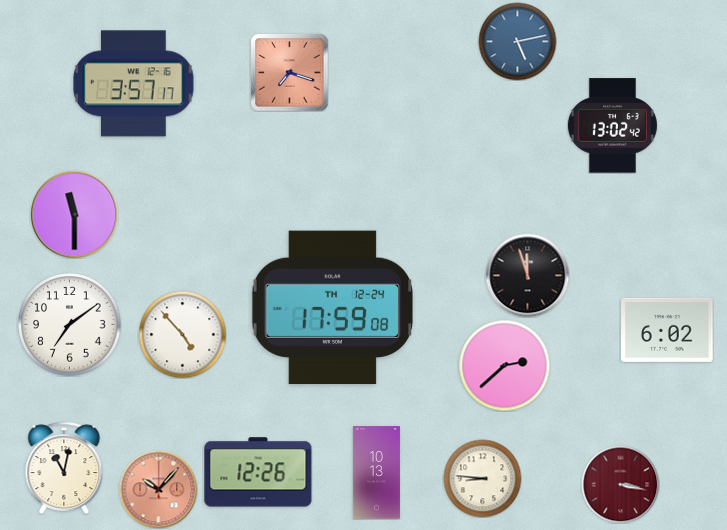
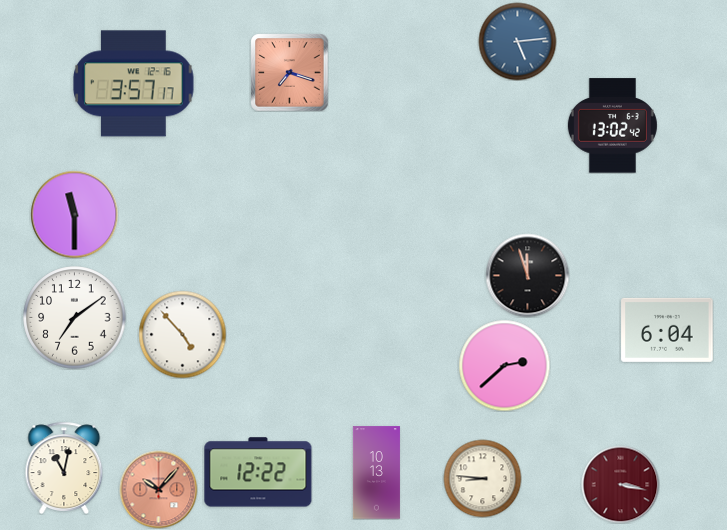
clock at (517, 41): 5:13 -> 5:14
clock at (333, 308): 17:59 -> none
clock at (70, 325) position: (70, 325) -> (75, 318)
clock at (667, 330): 6:02 -> 6:04
clock at (258, 472): 12:26 -> 12:22
